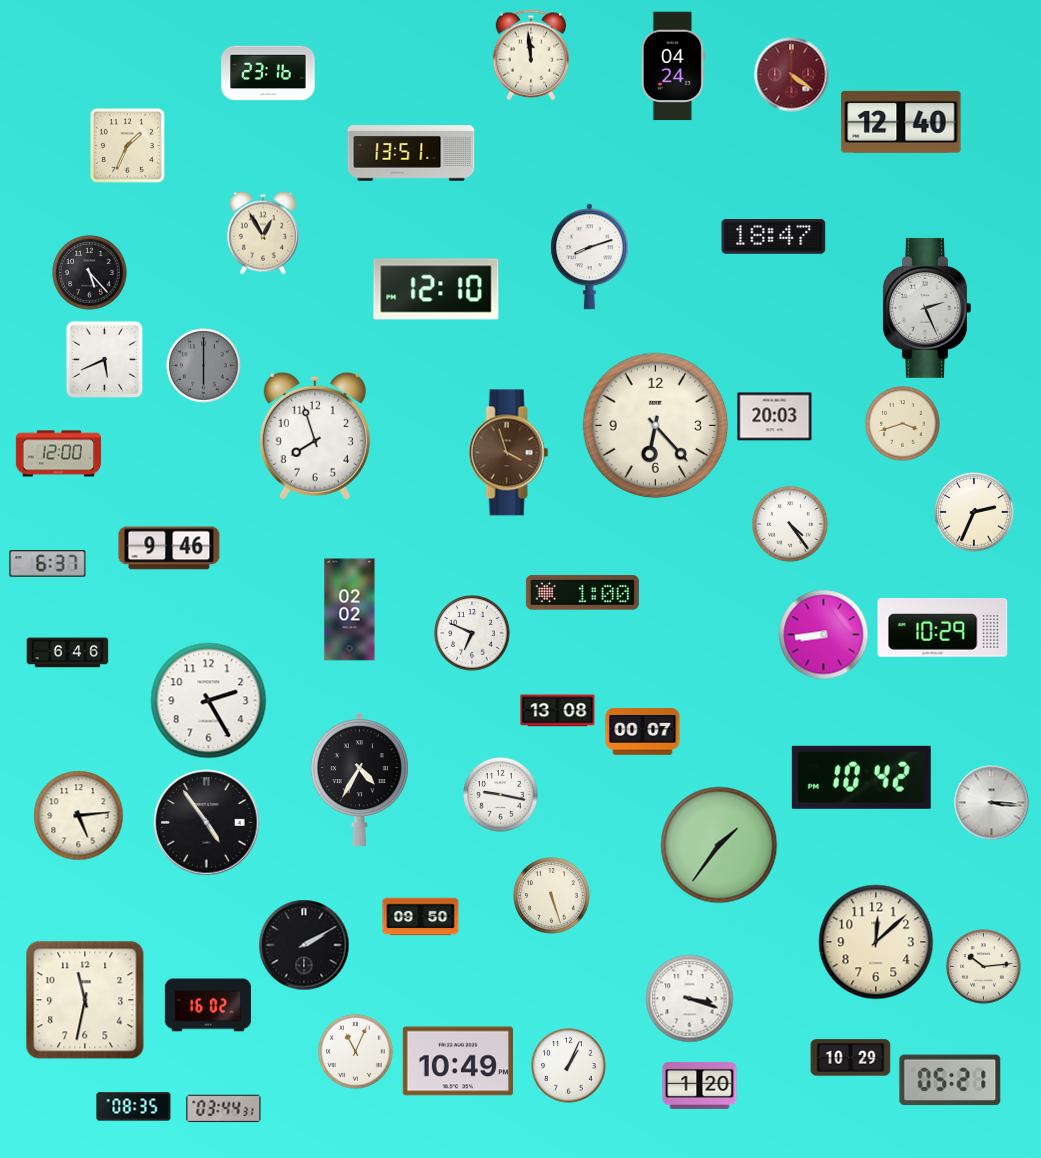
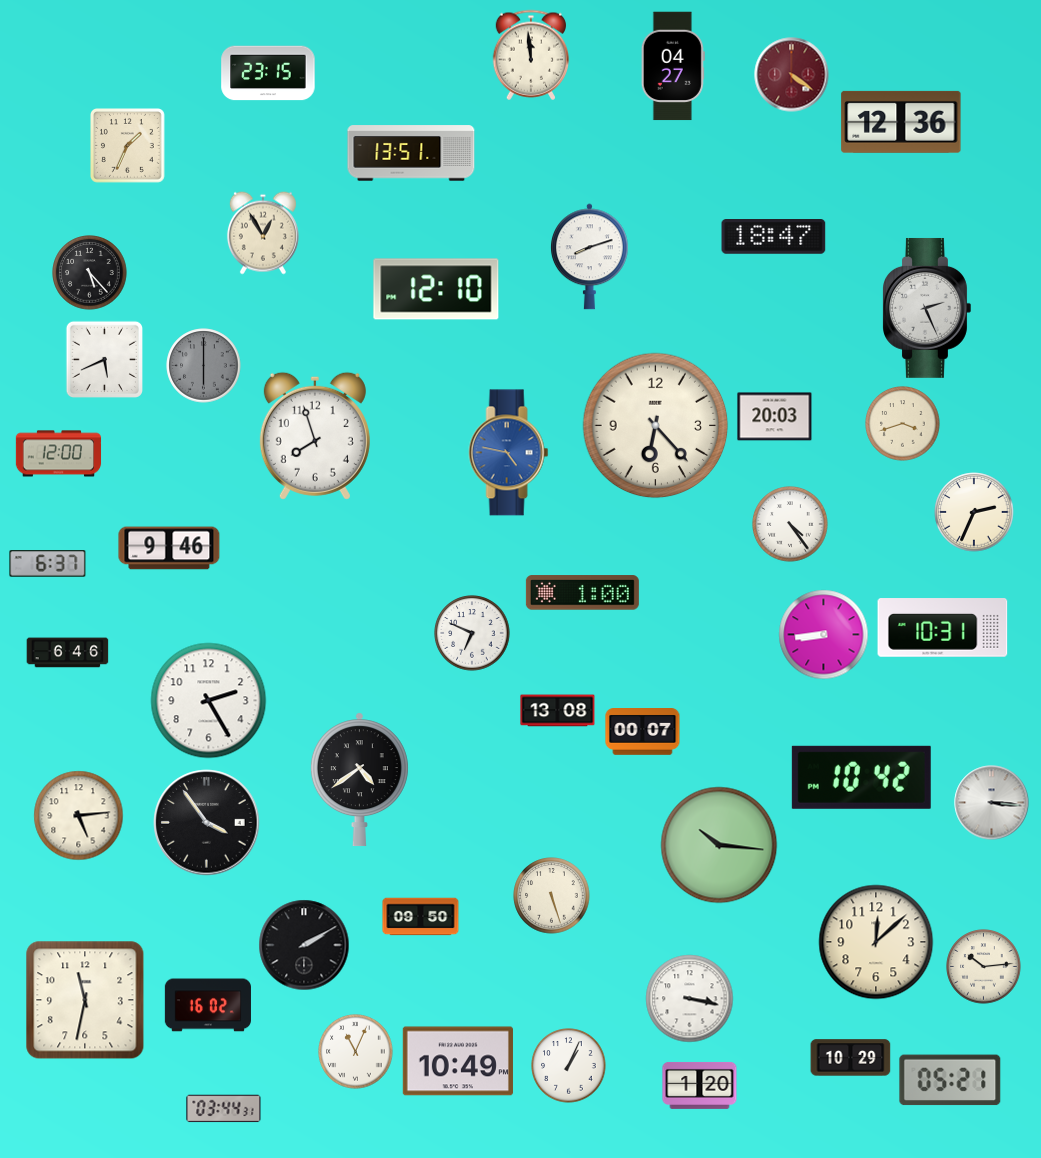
clock at (673, 66): 04:24 -> 04:27
clock at (268, 73): 23:16 -> 23:15
clock at (901, 122): 12:40 -> 12:36
clock at (509, 453): 3:57 -> 4:47
clock at (509, 453) dial: brown -> blue
clock at (350, 610): 02:02 -> none
clock at (943, 628): 10:29 -> 10:31
clock at (359, 780): 4:35 -> 4:39
clock at (501, 795): 9:17 -> none
clock at (207, 823): 4:54 -> 3:54
clock at (719, 845): 1:36 -> 10:16
clock at (690, 999): 3:18 -> 3:17
clock at (134, 1107): 08:35 -> none
